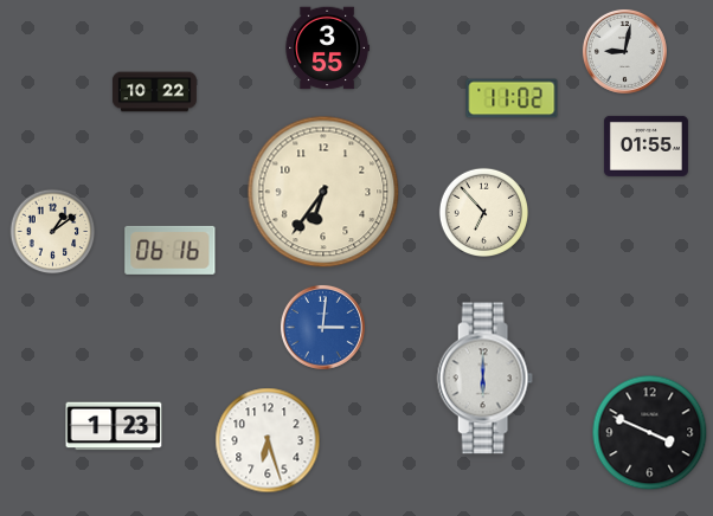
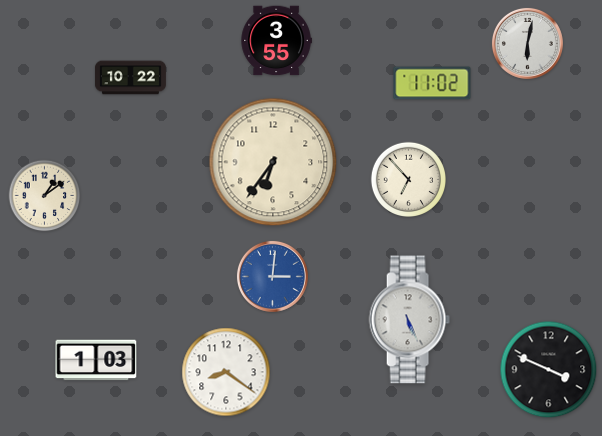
clock at (624, 51): 9:02 -> 6:02
clock at (645, 146): 01:55 -> none
clock at (171, 250): 06:16 -> none
clock at (484, 379): 6:00 -> 5:26
clock at (114, 426): 1:23 -> 1:03
clock at (650, 433) position: (650, 433) -> (549, 370)
clock at (268, 440): 6:27 -> 8:21
